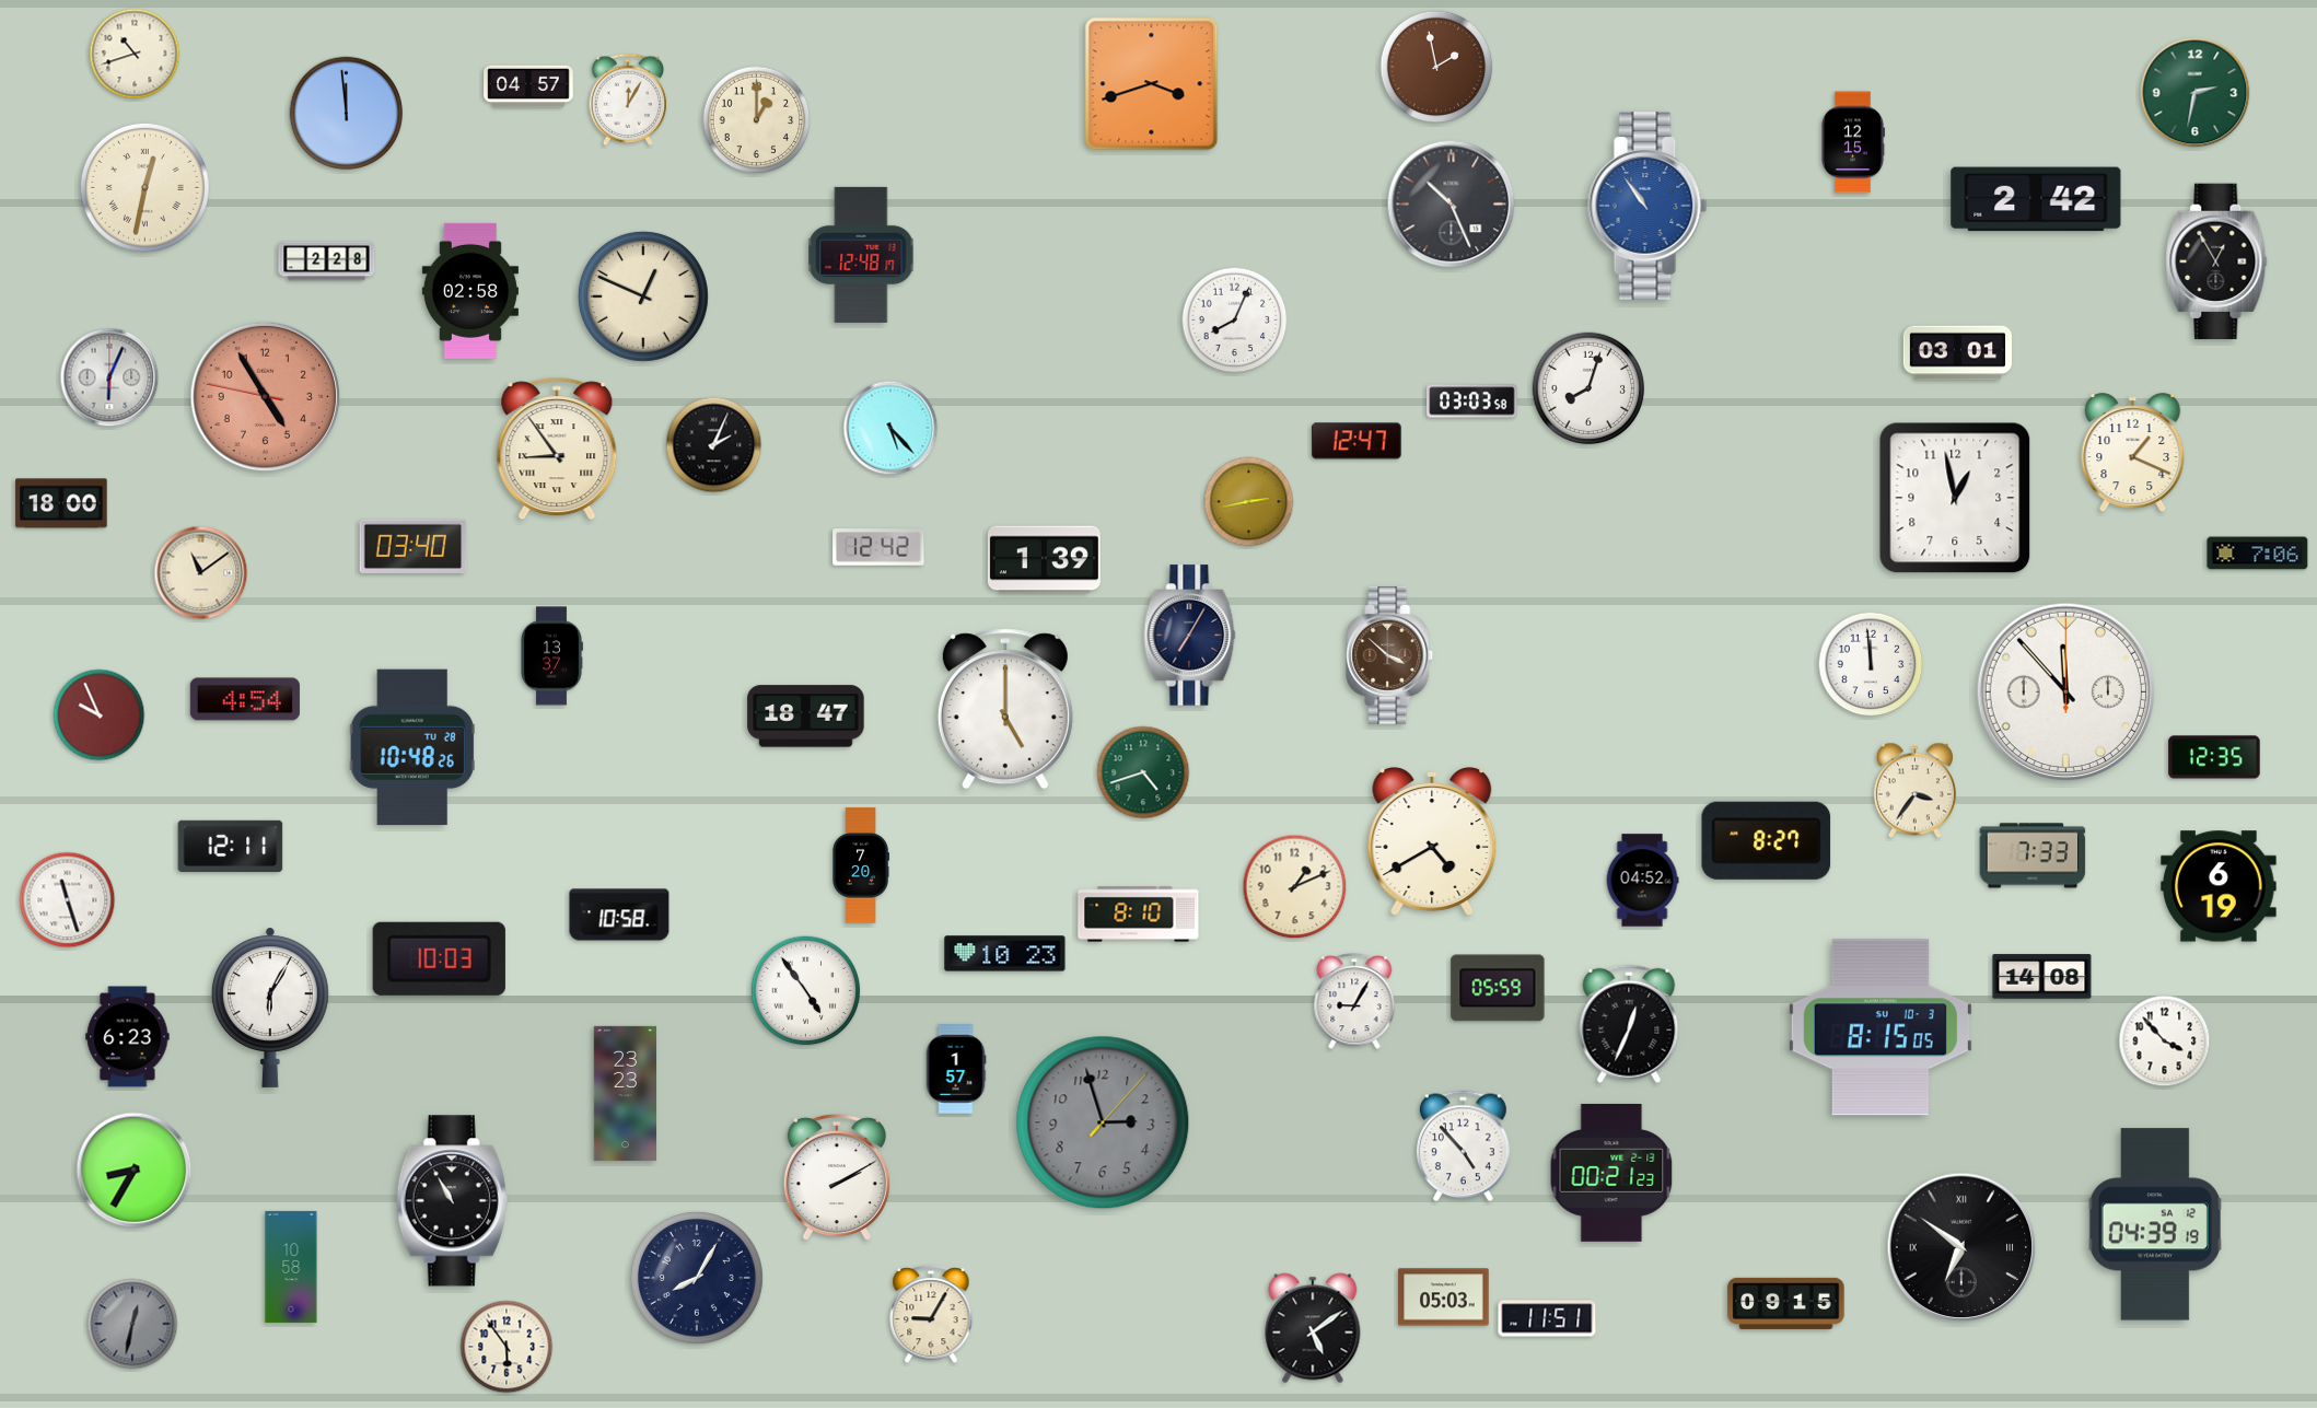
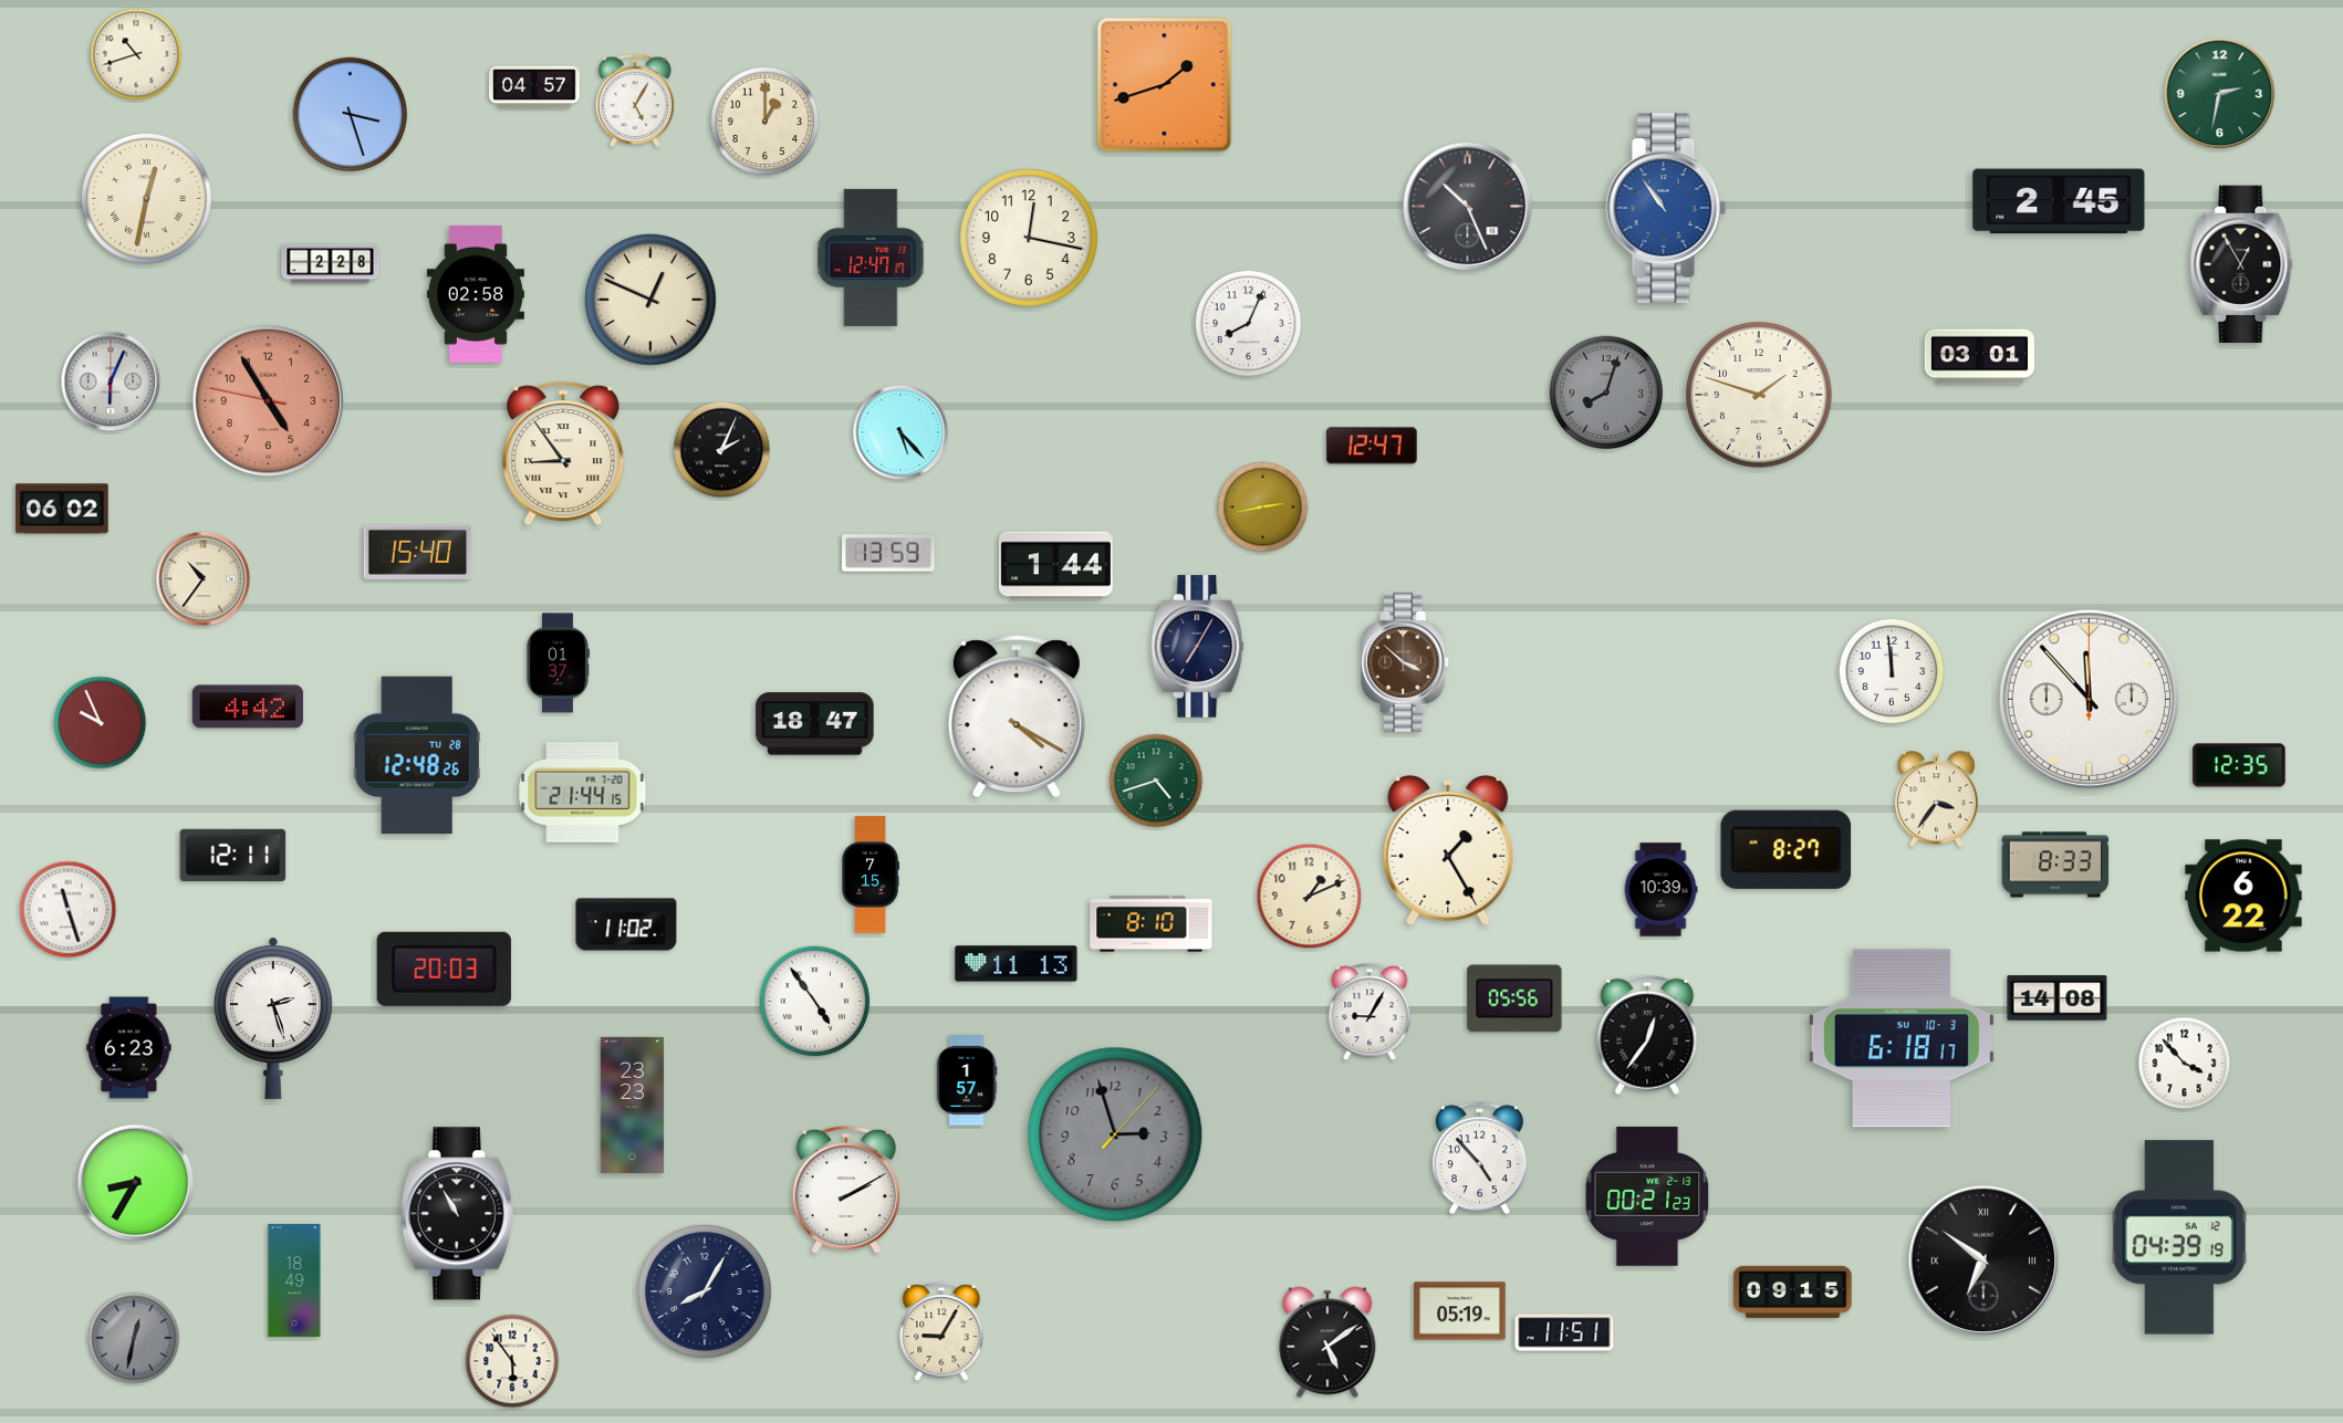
clock at (1436, 67): 1:58 -> none
clock at (1152, 84): 3:42 -> 1:42
clock at (628, 98): 12:05 -> 5:05
clock at (347, 114): 11:59 -> 3:27
clock at (1852, 142): 12:15 -> none
clock at (144, 187) position: (144, 187) -> (146, 198)
clock at (2036, 199): 2:42 -> 2:45
clock at (1030, 239): none -> 12:17
clock at (861, 255): 12:48 -> 12:47
clock at (1588, 388) dial: white -> grey
clock at (1759, 395): none -> 1:48
clock at (1472, 402): 03:03 -> none
clock at (2133, 453): 1:19 -> none
clock at (1955, 498): 12:58 -> none
clock at (61, 503): 18:00 -> 06:02
clock at (414, 546): 03:40 -> 15:40
clock at (878, 548): 12:42 -> 13:59
clock at (2258, 554): 7:06 -> none
clock at (1044, 560): 1:39 -> 1:44
clock at (201, 573): 11:09 -> 10:36
clock at (1190, 636) position: (1190, 636) -> (1198, 647)
clock at (551, 656): 13:37 -> 01:37
clock at (245, 699): 4:54 -> 4:42
clock at (1005, 709): 5:00 -> 4:20
clock at (412, 747): 10:48 -> 12:48
clock at (583, 793): none -> 21:44
clock at (1432, 841): 4:40 -> 1:25
clock at (2033, 856): 7:33 -> 8:33
clock at (861, 865): 7:20 -> 7:15
clock at (1642, 881): 04:52 -> 10:39
clock at (2219, 886): 6:19 -> 6:22
clock at (619, 915): 10:58 -> 11:02
clock at (1005, 954): 10:23 -> 11:13
clock at (439, 958): 10:03 -> 20:03
clock at (2042, 977) position: (2042, 977) -> (2058, 998)
clock at (1498, 988): 05:59 -> 05:56
clock at (270, 1008): 6:05 -> 2:27
clock at (1629, 1024): 12:34 -> 12:36
clock at (1881, 1027): 8:15 -> 6:18
clock at (2165, 1042) position: (2165, 1042) -> (2185, 1064)
clock at (1611, 1173) position: (1611, 1173) -> (1647, 1196)
clock at (291, 1267): 10:58 -> 18:49
clock at (1444, 1298): 05:03 -> 05:19
clock at (1786, 1303) position: (1786, 1303) -> (1793, 1291)
clock at (931, 1315) position: (931, 1315) -> (941, 1332)
